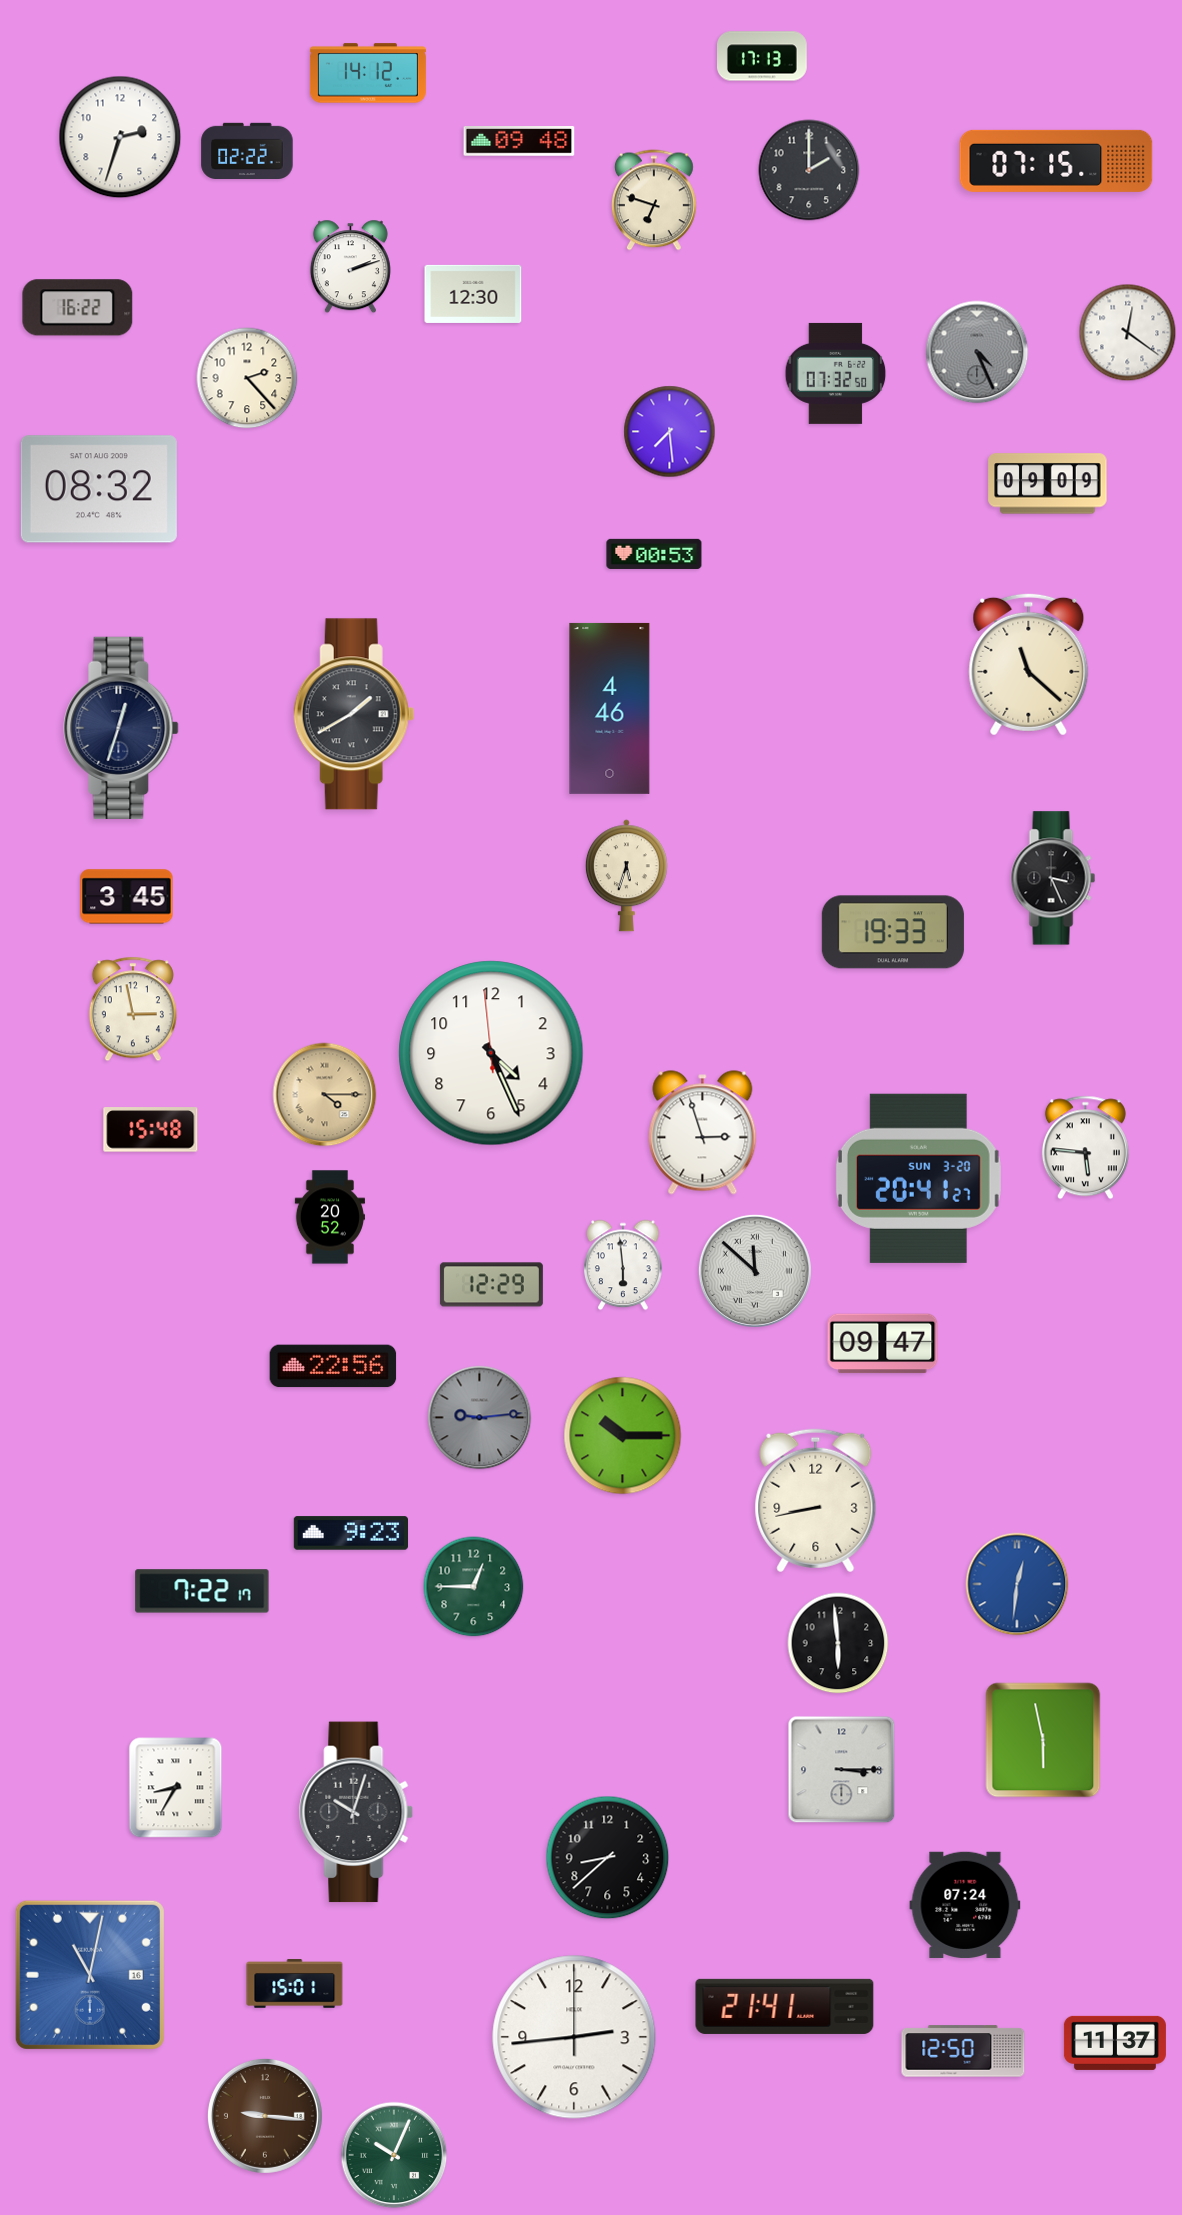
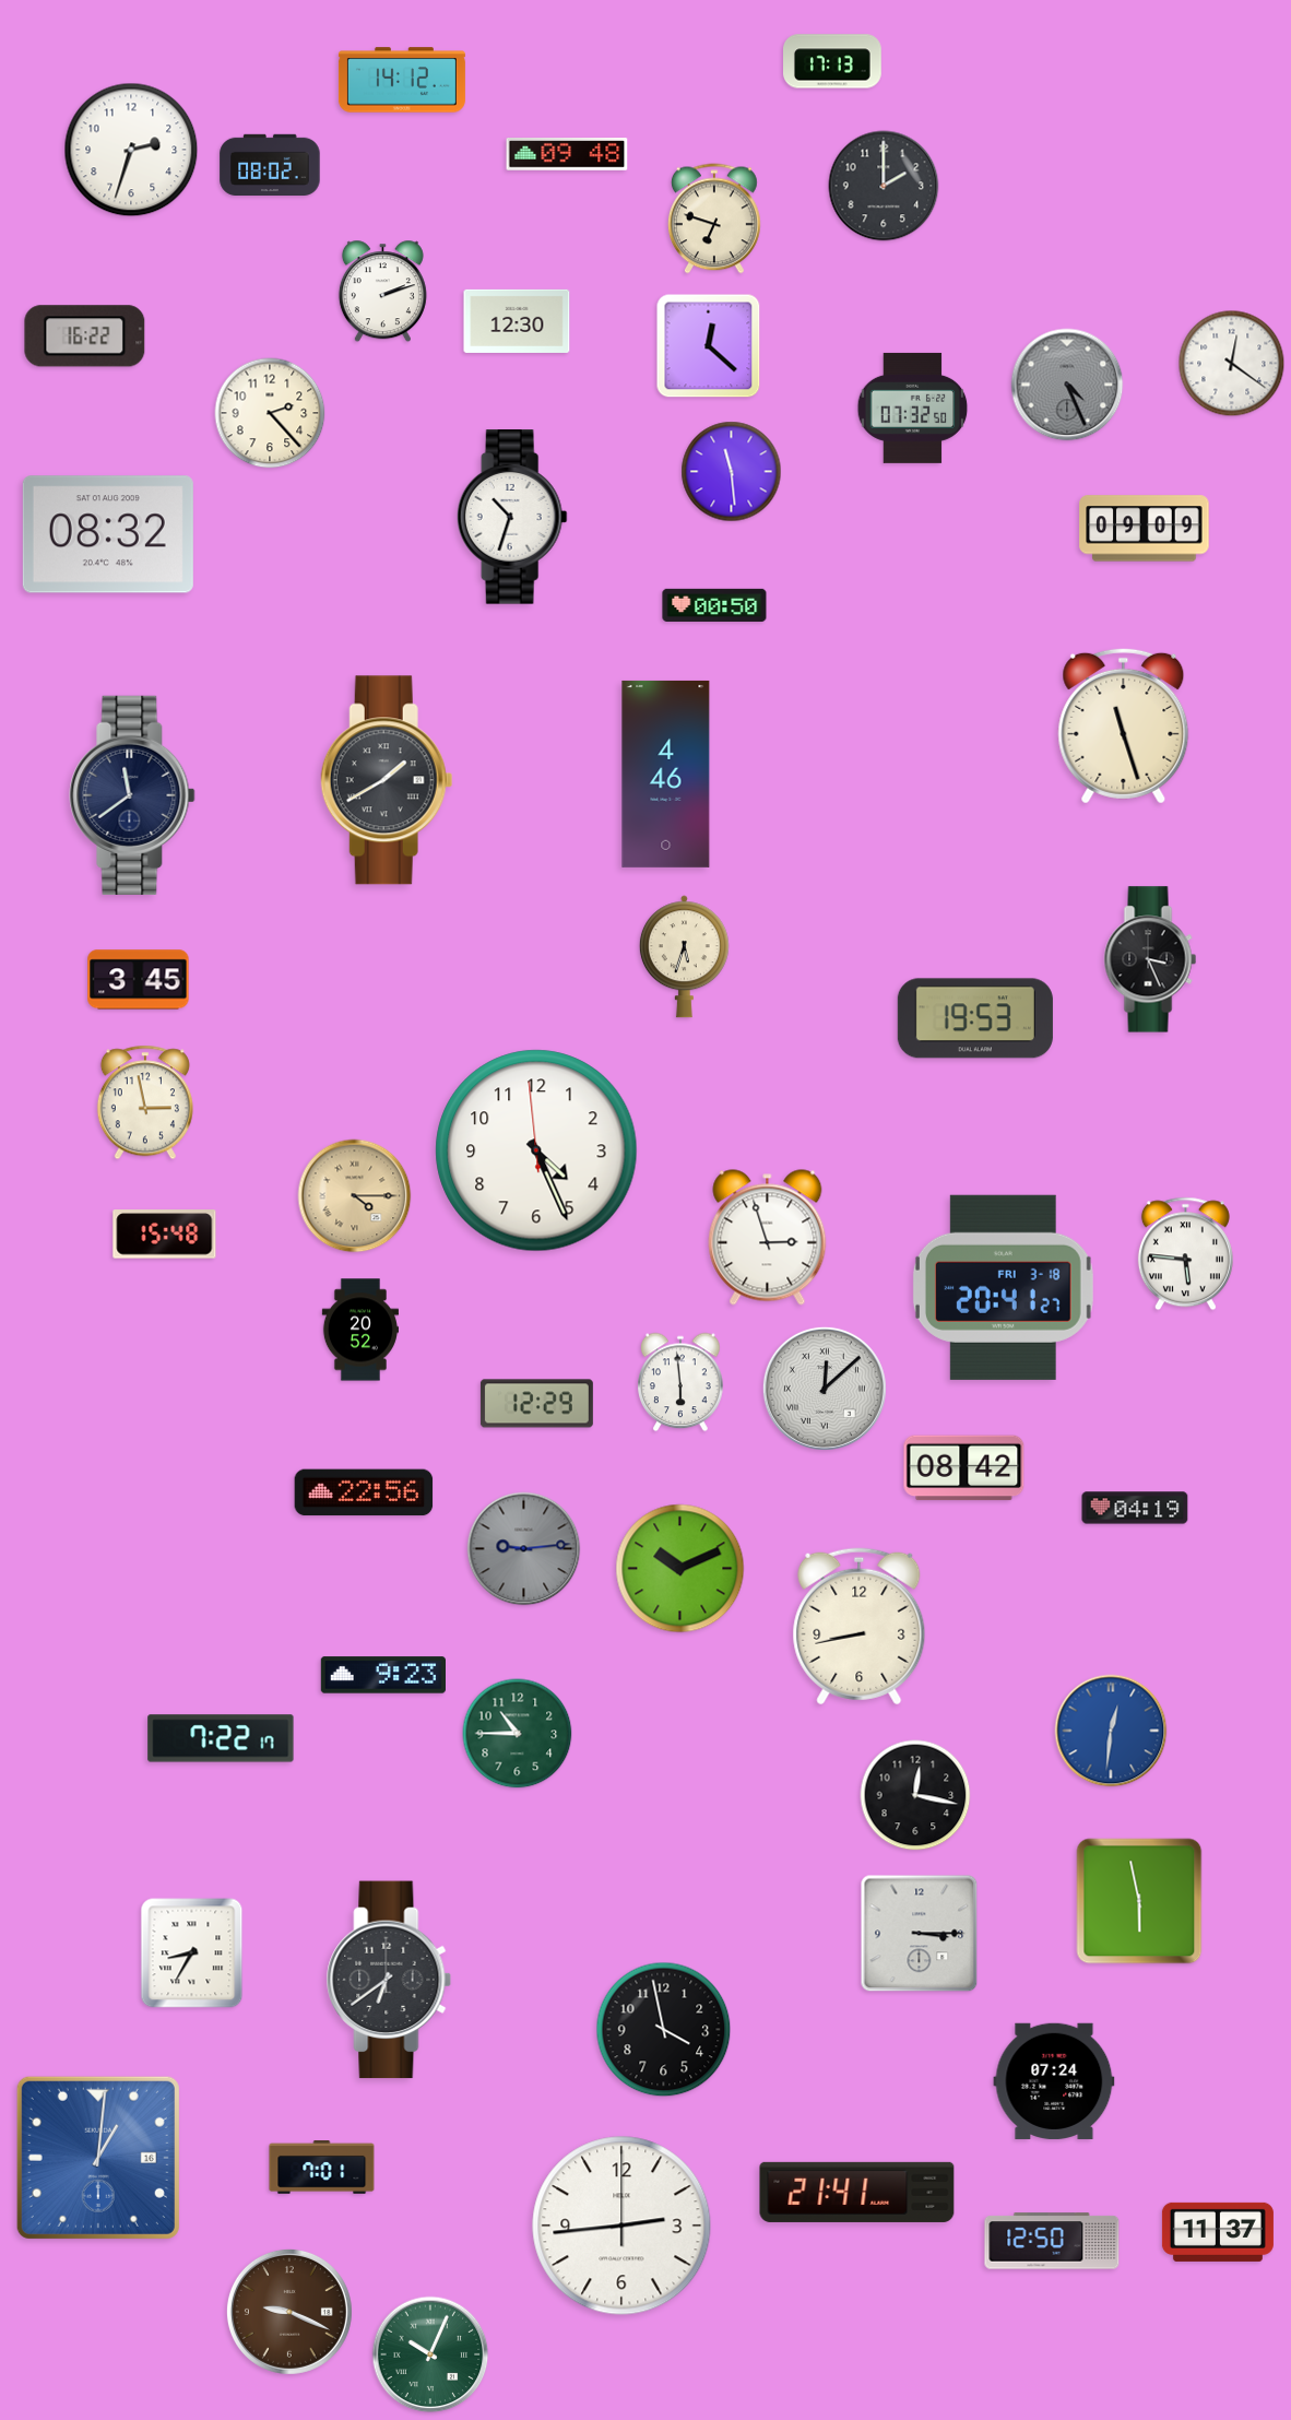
clock at (247, 151): 02:22 -> 08:02
clock at (1056, 161): 07:15 -> none
clock at (709, 346): none -> 12:22
clock at (670, 432): 7:29 -> 11:29
clock at (512, 517): none -> 10:33
clock at (654, 554): 00:53 -> 00:50
clock at (1029, 664): 11:22 -> 11:27
clock at (121, 728): 12:33 -> 11:39
clock at (893, 932): 19:33 -> 19:53
clock at (918, 1178) date: SUN 3-20 -> FRI 3-18
clock at (755, 1271): 11:52 -> 12:08
clock at (883, 1344): 09:47 -> 08:42
clock at (1135, 1508): none -> 04:19
clock at (623, 1436): 10:15 -> 10:11
clock at (816, 1501) position: (816, 1501) -> (860, 1627)
clock at (474, 1587): 12:45 -> 10:45
clock at (838, 1643): 5:59 -> 12:17
clock at (356, 1812): 10:03 -> 6:39
clock at (608, 1858): 8:38 -> 3:58
clock at (90, 1975): 11:02 -> 1:01
clock at (295, 1984): 15:01 -> 7:01
clock at (574, 2037) position: (574, 2037) -> (621, 2226)
clock at (265, 2116): 9:16 -> 9:19
